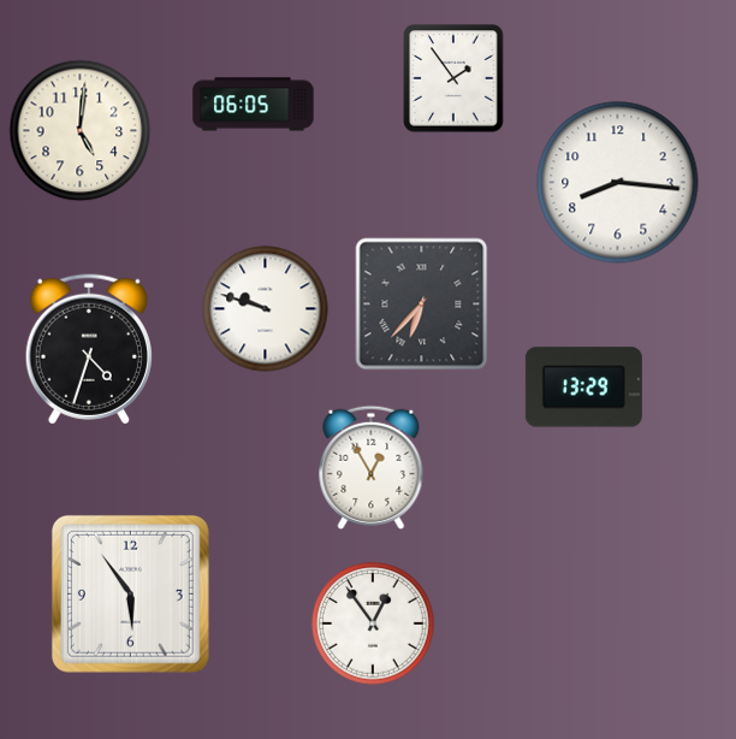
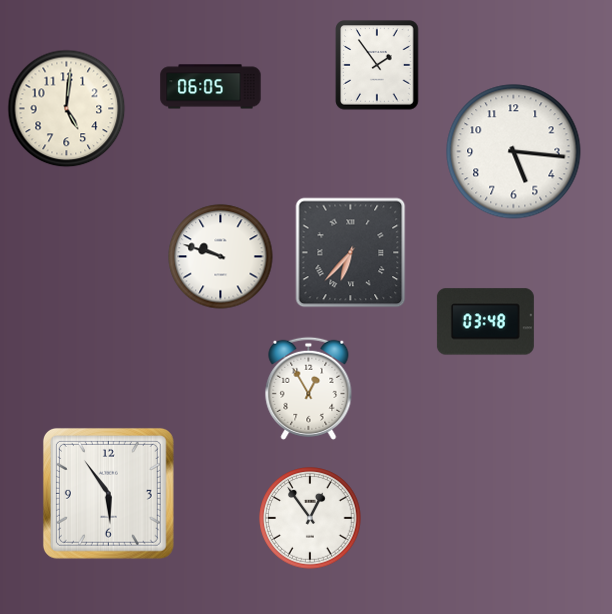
clock at (618, 183): 8:16 -> 5:16
clock at (89, 349): 4:33 -> none
clock at (583, 388): 13:29 -> 03:48
